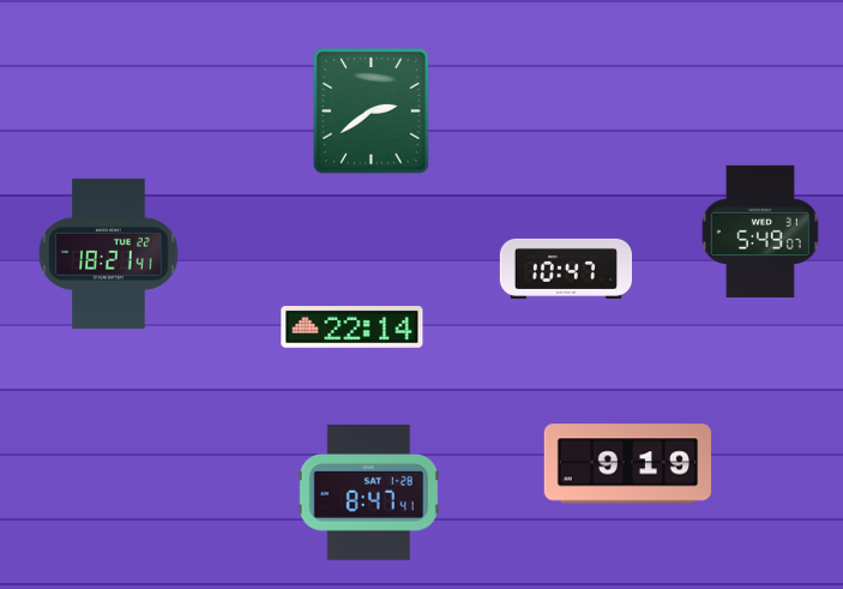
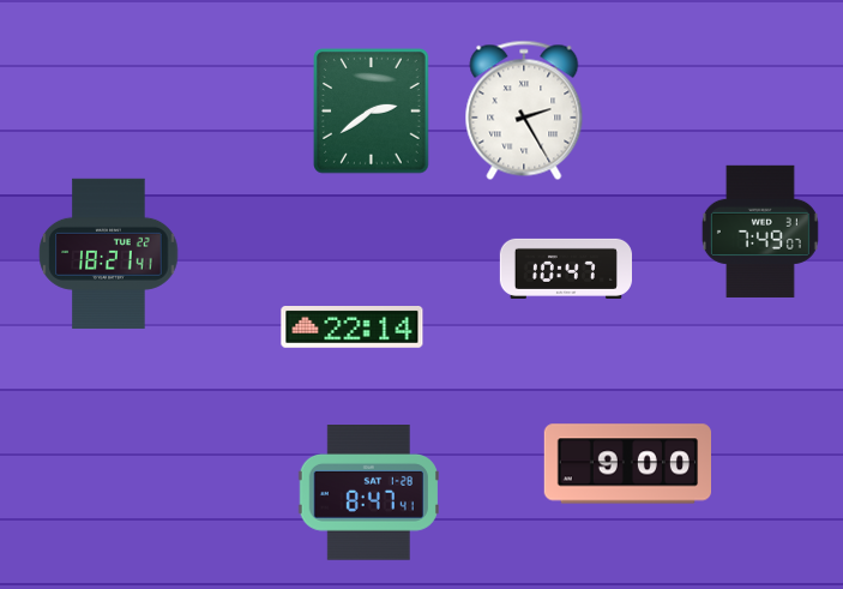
clock at (524, 110): none -> 2:25
clock at (760, 232): 5:49 -> 7:49
clock at (627, 464): 9:19 -> 9:00
